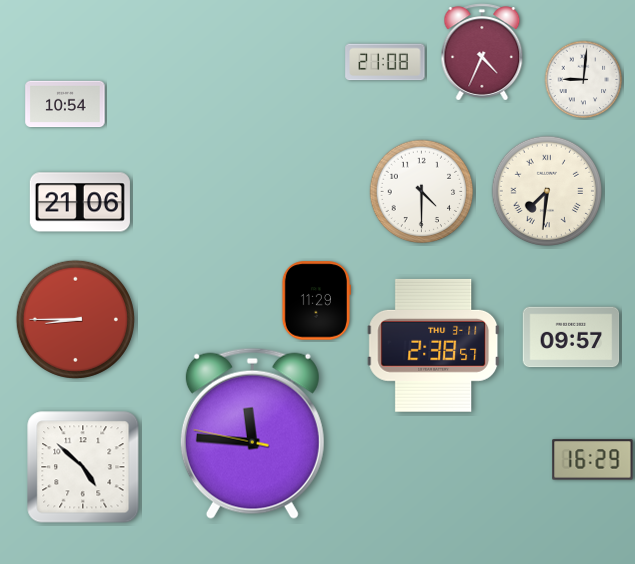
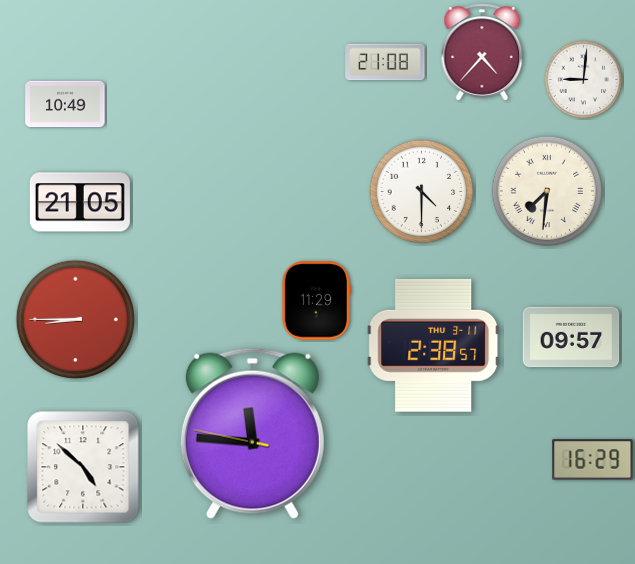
clock at (482, 52): 4:34 -> 4:37
clock at (65, 104): 10:54 -> 10:49
clock at (80, 202): 21:06 -> 21:05
